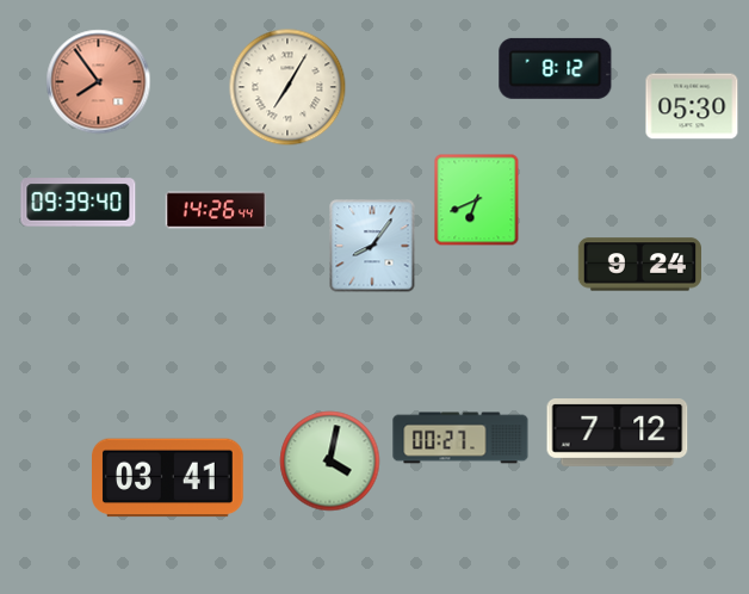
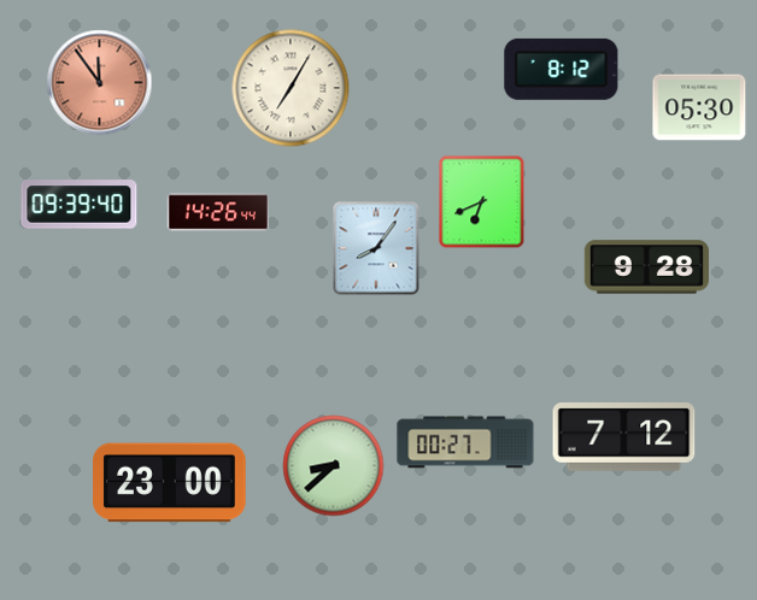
clock at (99, 82): 7:54 -> 11:54
clock at (639, 265): 9:24 -> 9:28
clock at (330, 462): 4:02 -> 8:38
clock at (168, 478): 03:41 -> 23:00
